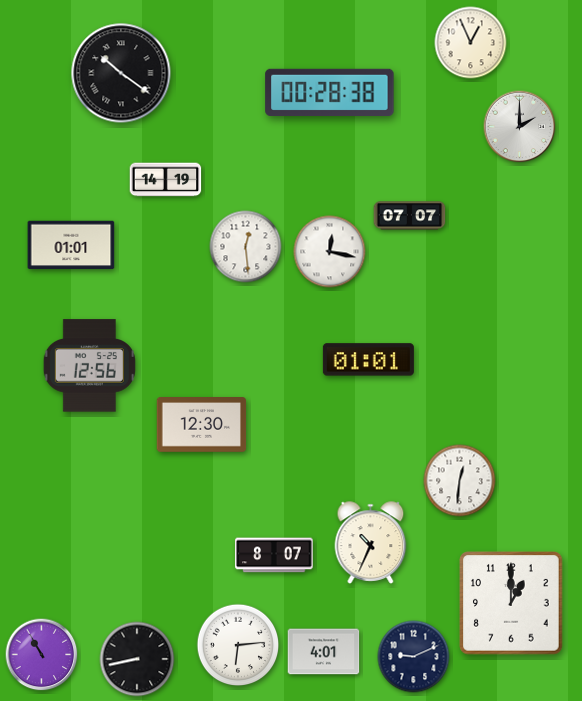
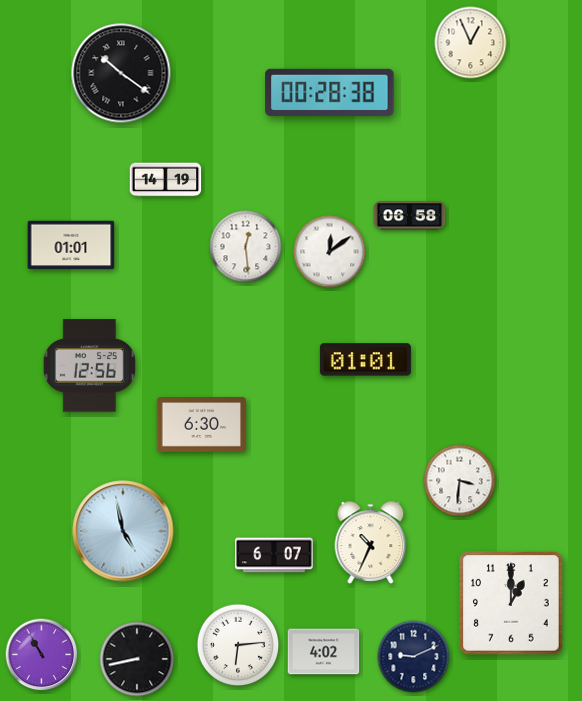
clock at (520, 127): 2:00 -> none
clock at (410, 216): 07:07 -> 06:58
clock at (330, 252): 12:17 -> 12:09
clock at (368, 360) position: (368, 360) -> (365, 360)
clock at (202, 425): 12:30 -> 6:30
clock at (460, 481): 12:31 -> 3:31
clock at (123, 531): none -> 4:58
clock at (274, 555): 8:07 -> 6:07
clock at (324, 652): 4:01 -> 4:02
